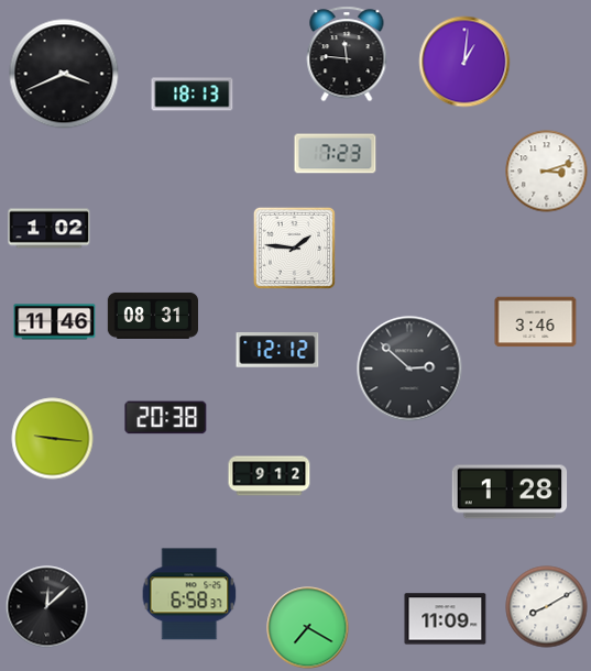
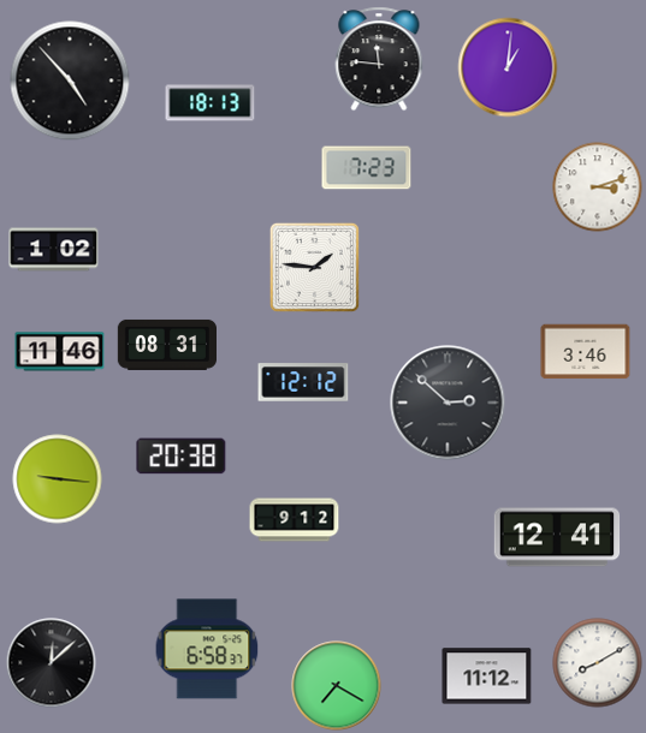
clock at (64, 74): 3:41 -> 4:53
clock at (294, 248) position: (294, 248) -> (314, 267)
clock at (510, 492): 1:28 -> 12:41
clock at (446, 619): 11:09 -> 11:12
